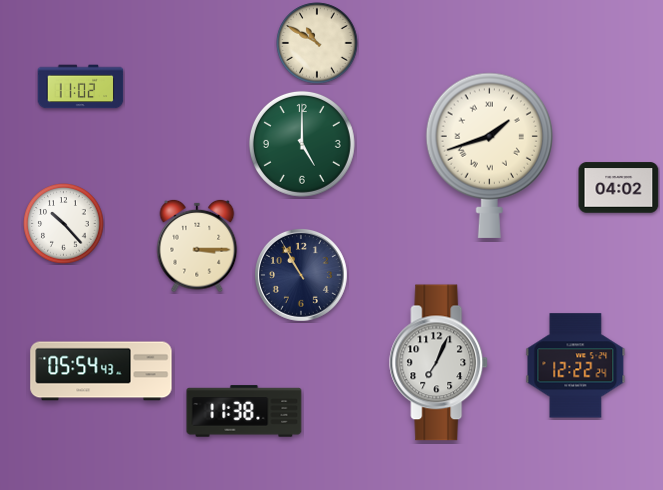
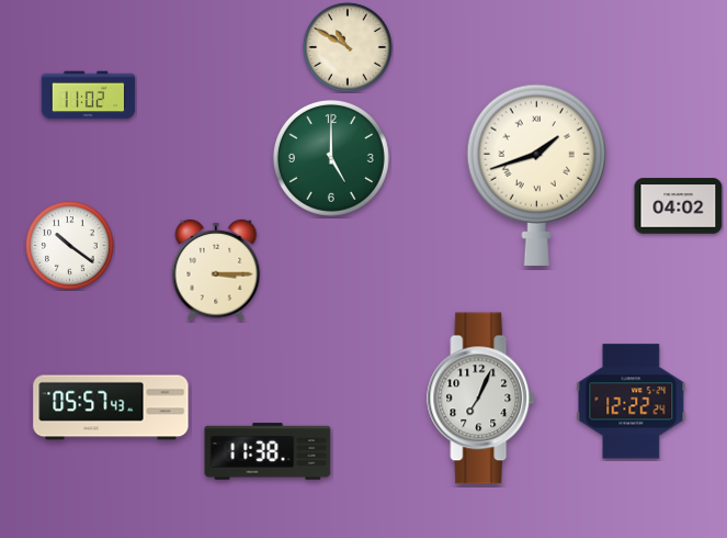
clock at (489, 155) position: (489, 155) -> (536, 175)
clock at (64, 224): 10:23 -> 10:21
clock at (301, 275): 10:55 -> none
clock at (101, 371): 05:54 -> 05:57
